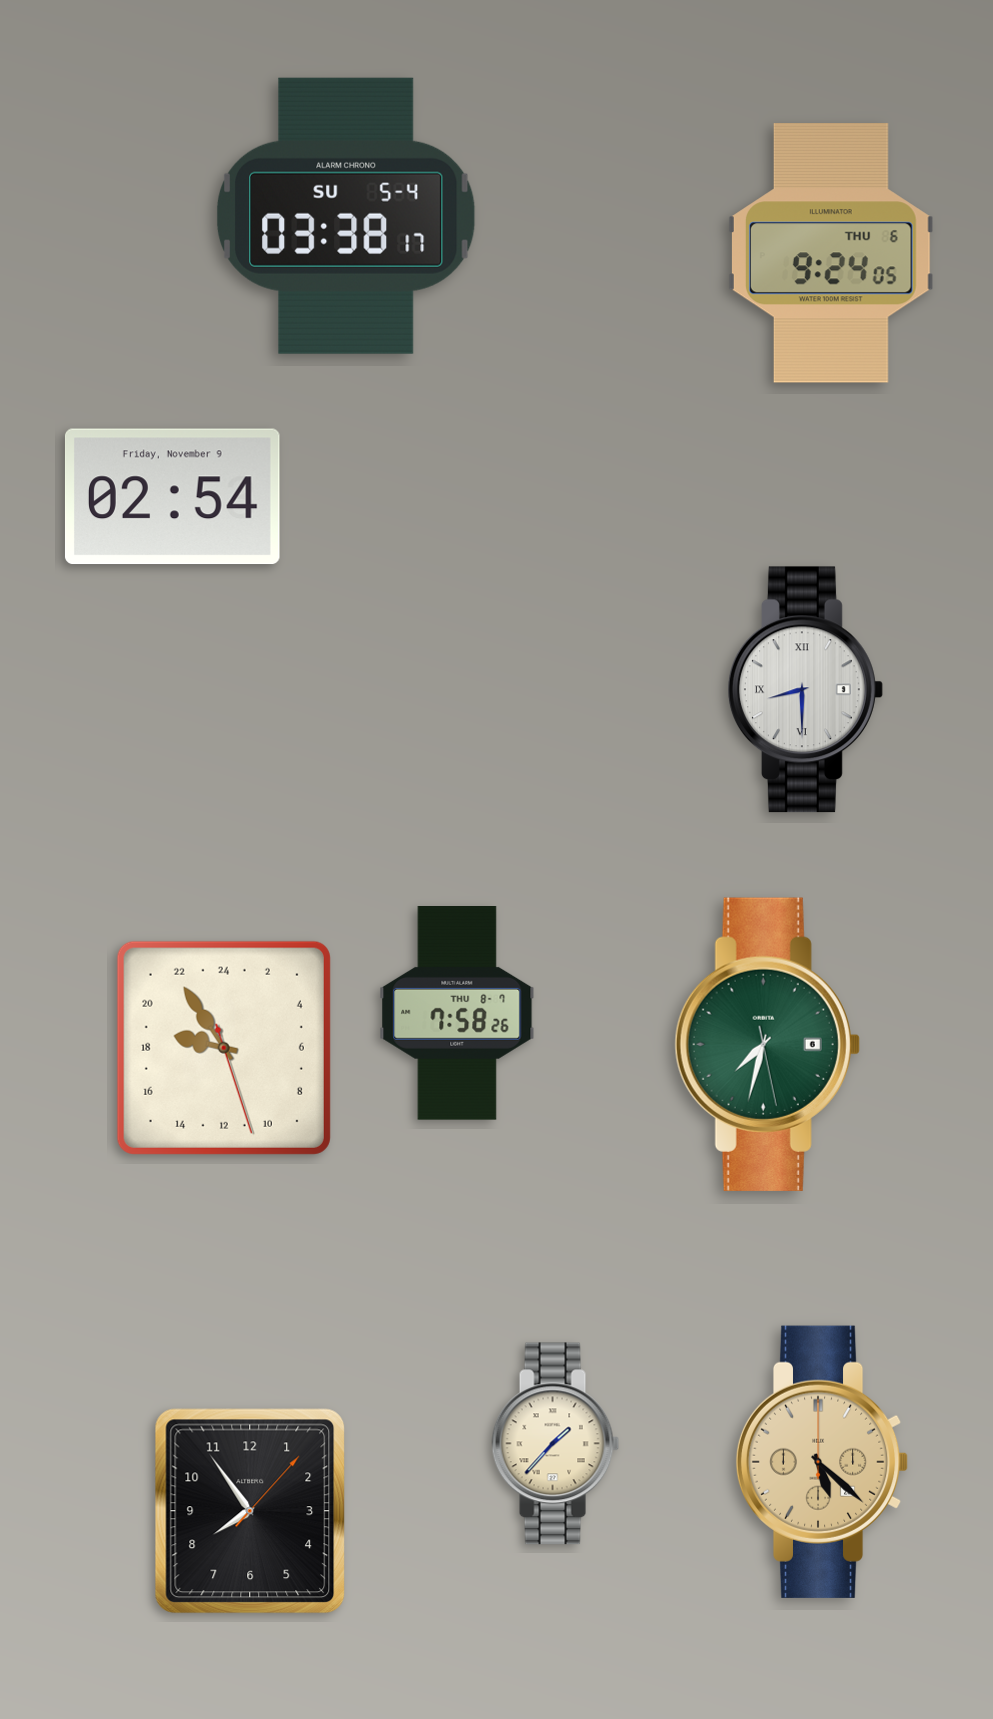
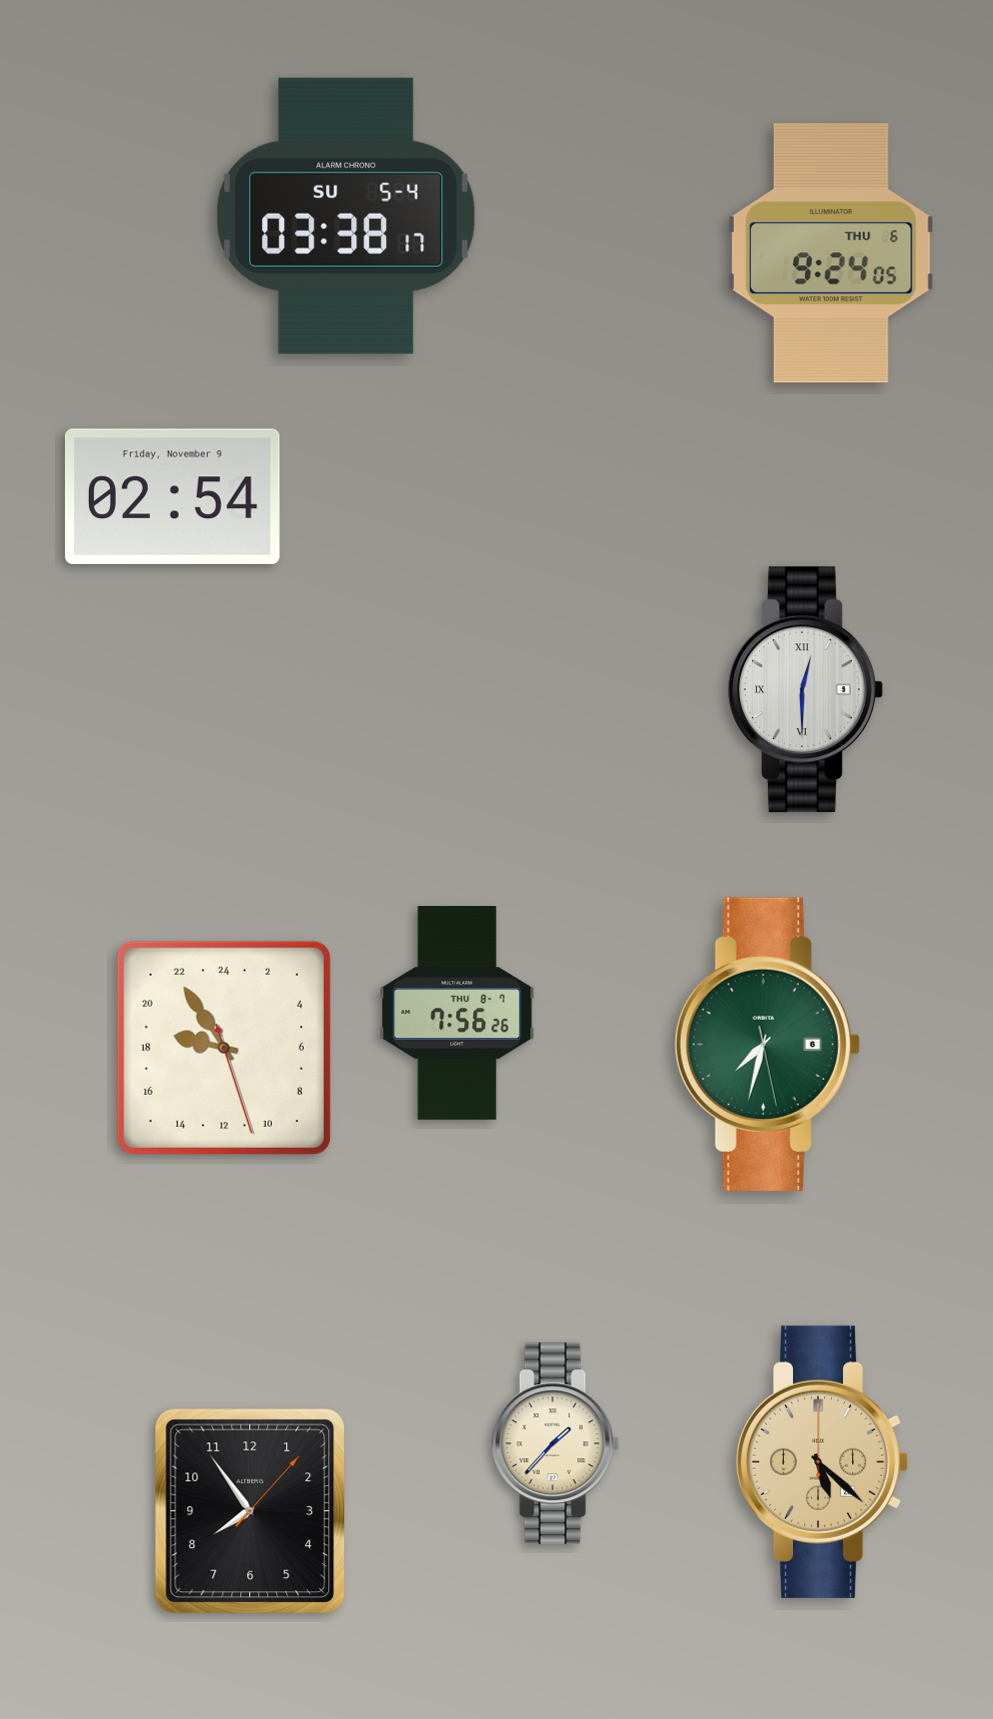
clock at (806, 690): 8:30 -> 12:30
clock at (457, 1014): 7:58 -> 7:56
